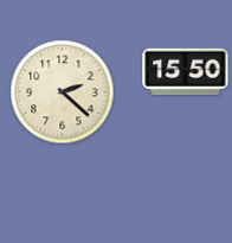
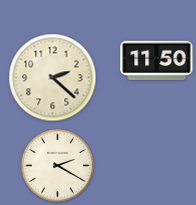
clock at (186, 72): 15:50 -> 11:50
clock at (57, 165): none -> 2:20
